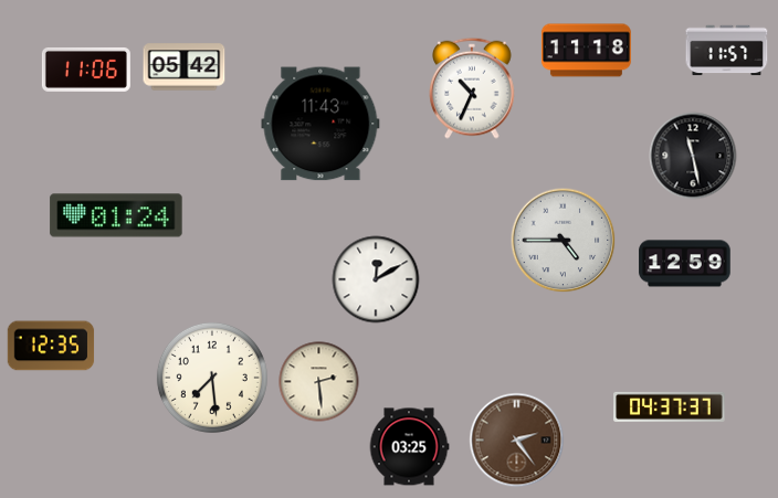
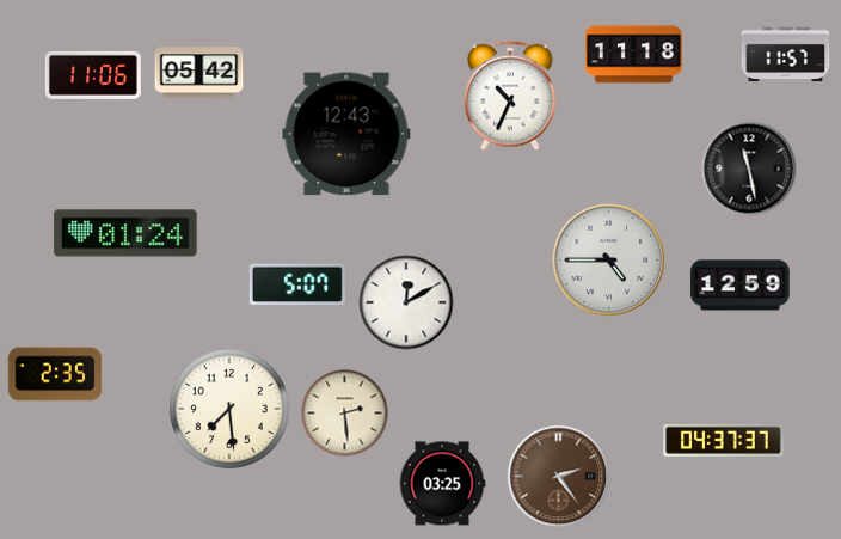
clock at (320, 124): 11:43 -> 12:43
clock at (297, 284): none -> 5:07
clock at (51, 346): 12:35 -> 2:35
